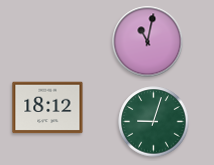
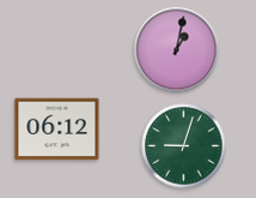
clock at (148, 42): 11:02 -> 1:02
clock at (48, 108): 18:12 -> 06:12
